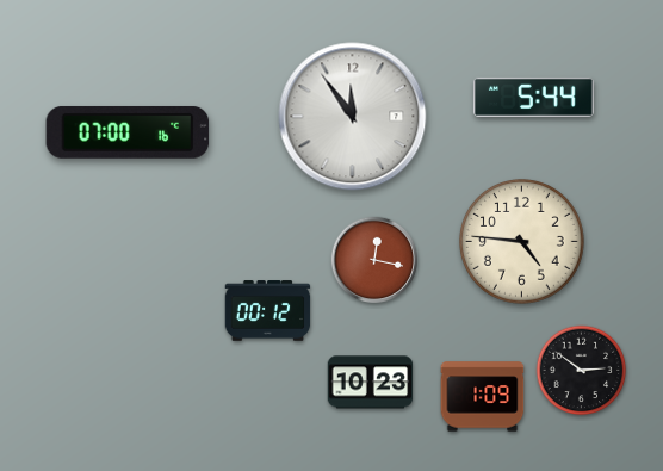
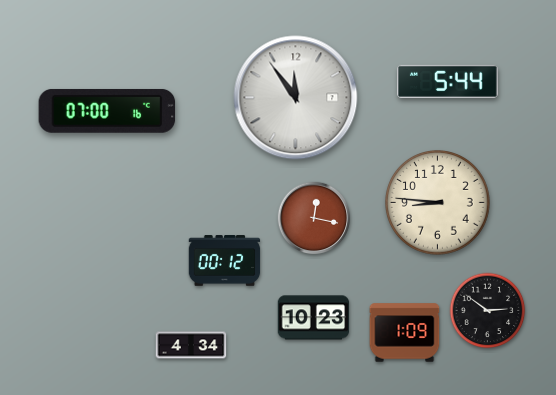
clock at (522, 242): 4:46 -> 8:46
clock at (371, 383) position: (371, 383) -> (314, 318)
clock at (191, 345): none -> 4:34
